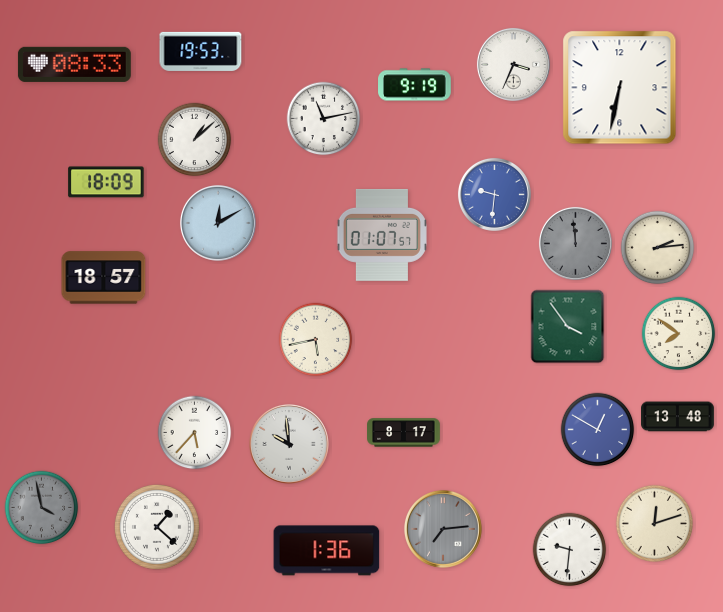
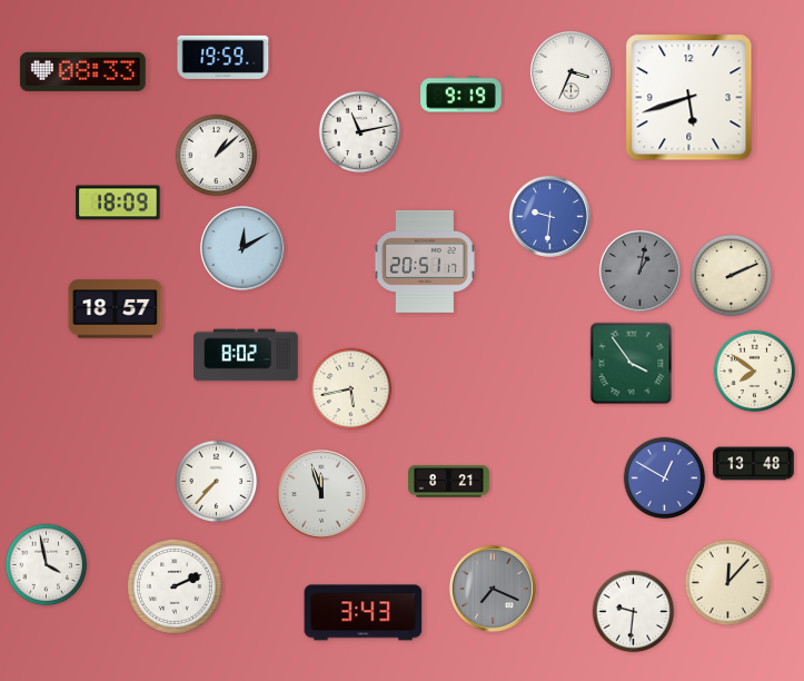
clock at (201, 51): 19:53 -> 19:59
clock at (620, 88): 6:32 -> 5:42
clock at (382, 235): 01:07 -> 20:51
clock at (575, 243): 11:59 -> 1:02
clock at (658, 248): 2:14 -> 2:11
clock at (246, 355): none -> 8:02
clock at (316, 340) position: (316, 340) -> (351, 389)
clock at (195, 433): 5:37 -> 7:37
clock at (404, 433): 8:17 -> 8:21
clock at (289, 444): 9:59 -> 11:57
clock at (42, 508) dial: grey -> white
clock at (654, 523): 12:12 -> 12:07
clock at (157, 527): 1:22 -> 2:11
clock at (443, 529): 7:14 -> 7:19
clock at (327, 551): 1:36 -> 3:43
